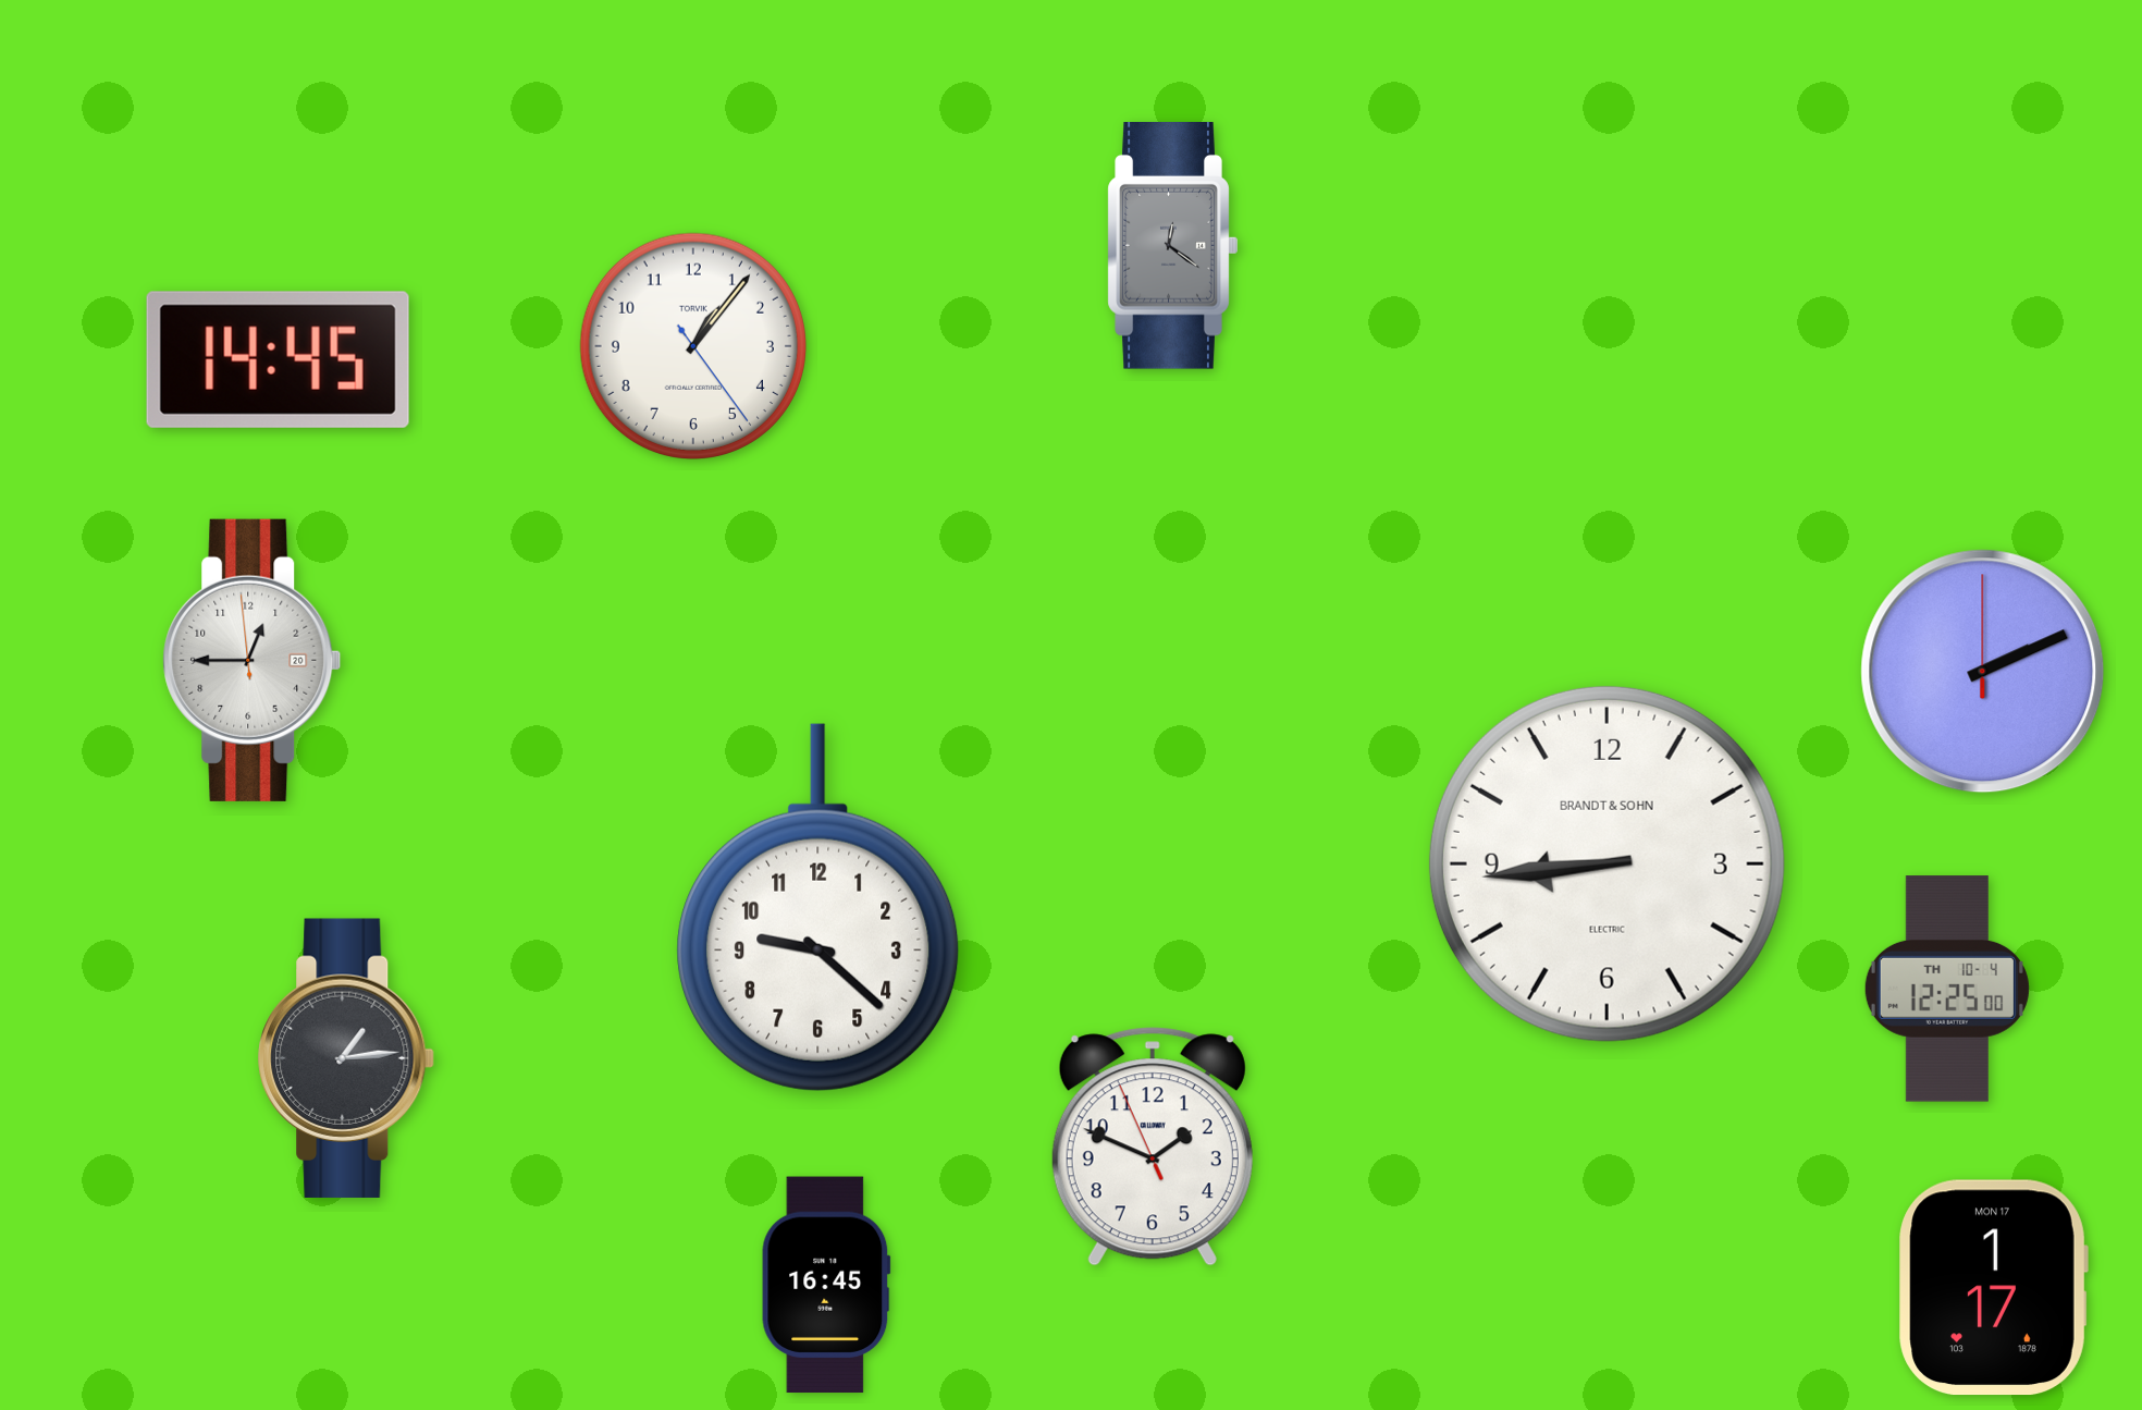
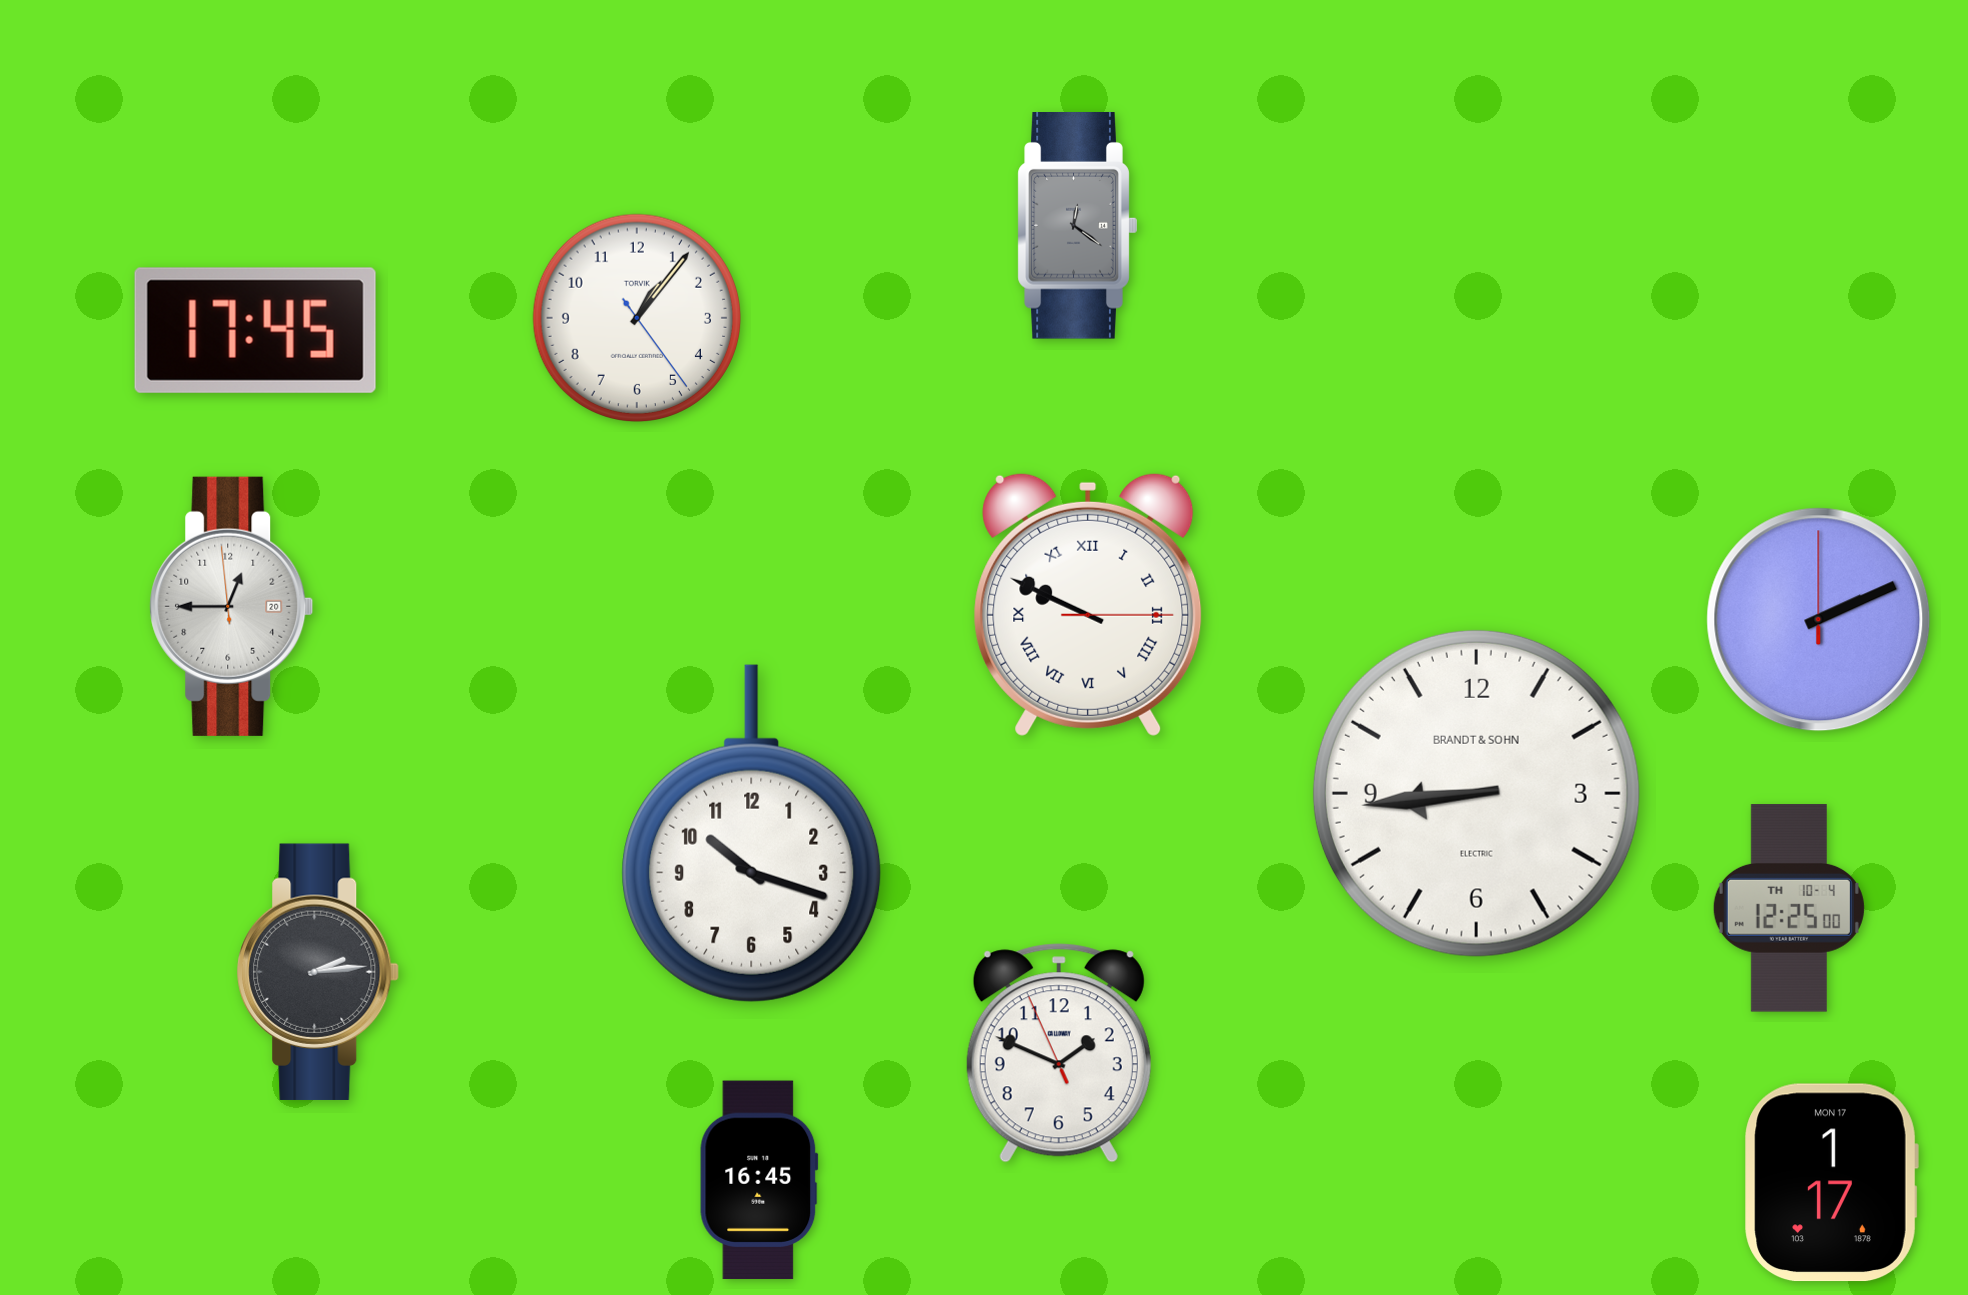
clock at (278, 359): 14:45 -> 17:45
clock at (1088, 604): none -> 9:49
clock at (1983, 672) position: (1983, 672) -> (1819, 620)
clock at (818, 908): 9:22 -> 10:18
clock at (346, 1057): 1:14 -> 2:14
